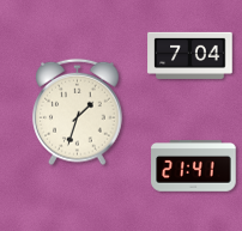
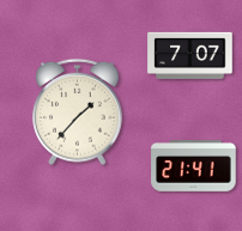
clock at (190, 55): 7:04 -> 7:07
clock at (78, 113): 1:33 -> 1:37
